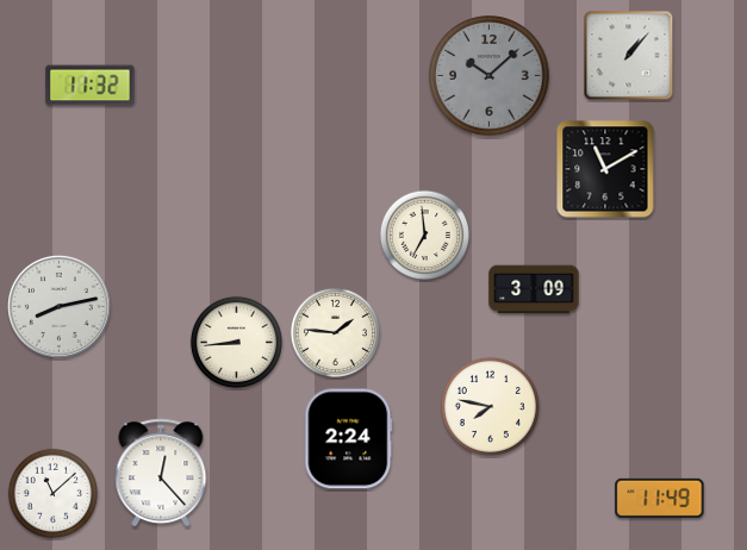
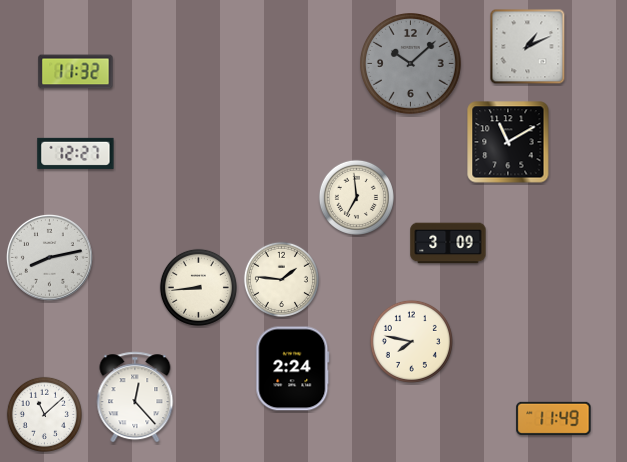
clock at (629, 56): 1:07 -> 1:11
clock at (76, 153): none -> 12:27
